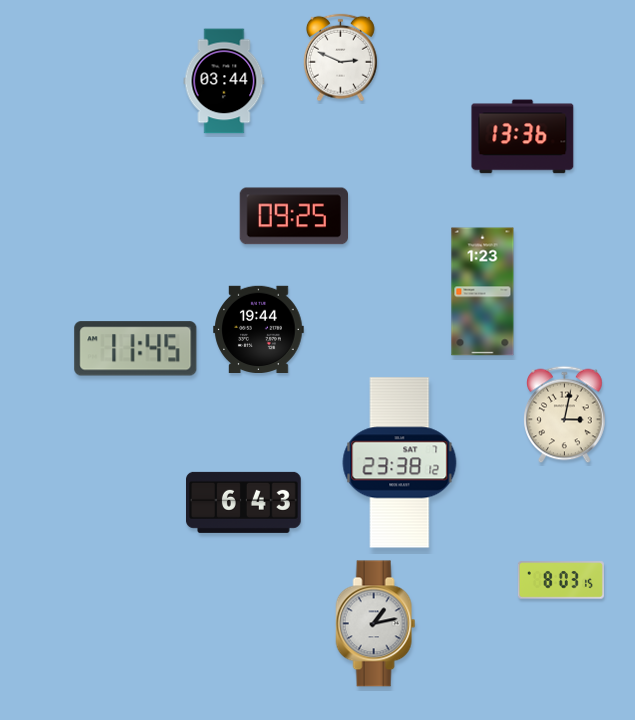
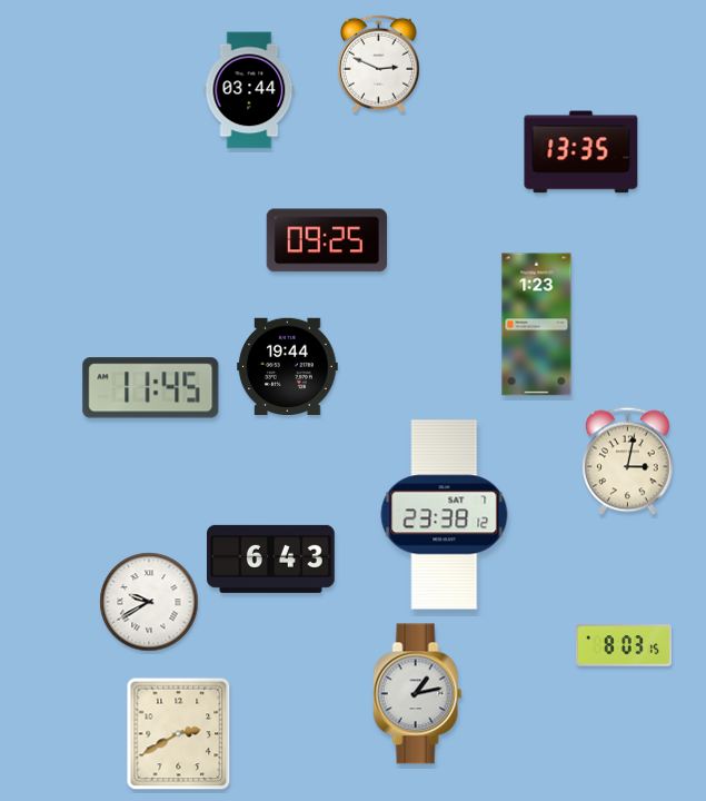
clock at (523, 137): 13:36 -> 13:35
clock at (149, 602): none -> 9:40
clock at (179, 734): none -> 2:40
